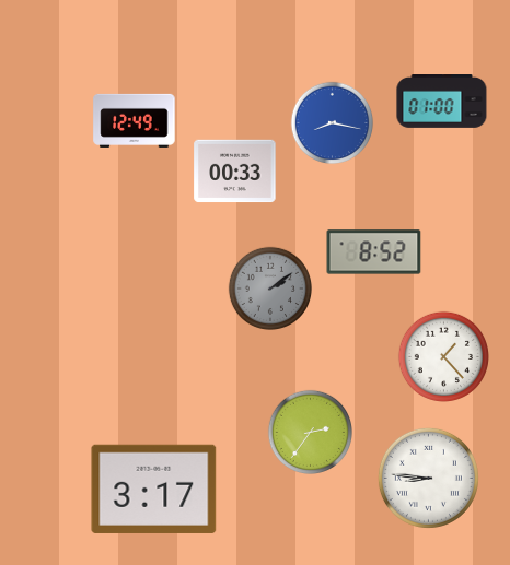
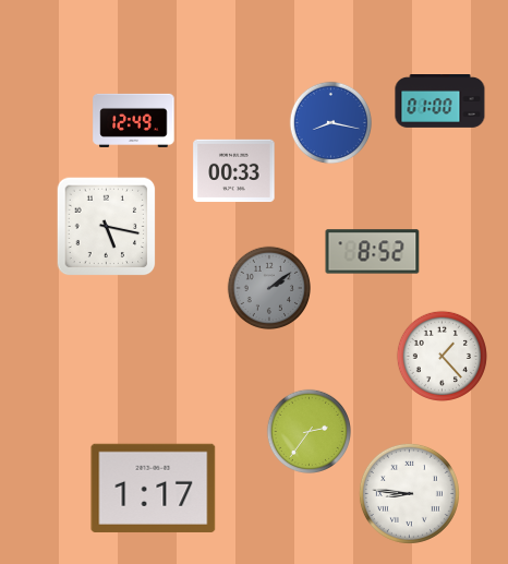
clock at (107, 227): none -> 5:17
clock at (428, 478) position: (428, 478) -> (409, 493)
clock at (154, 489): 3:17 -> 1:17
